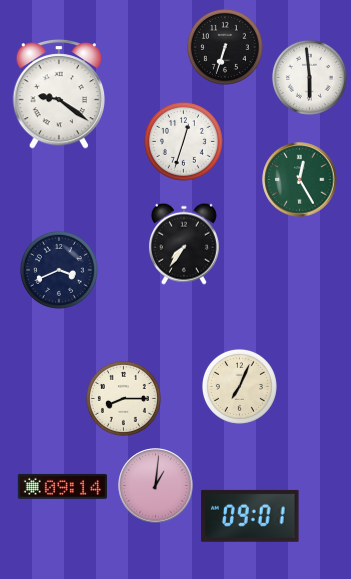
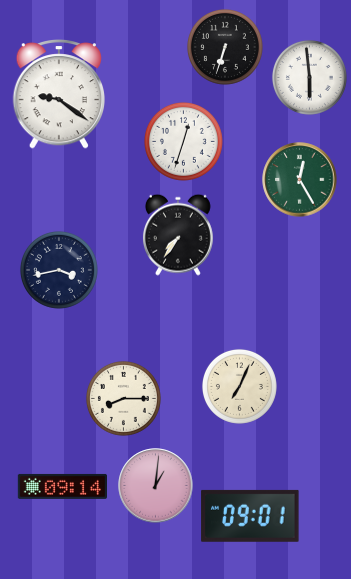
clock at (184, 244) position: (184, 244) -> (178, 235)
clock at (59, 270): 3:41 -> 3:43
